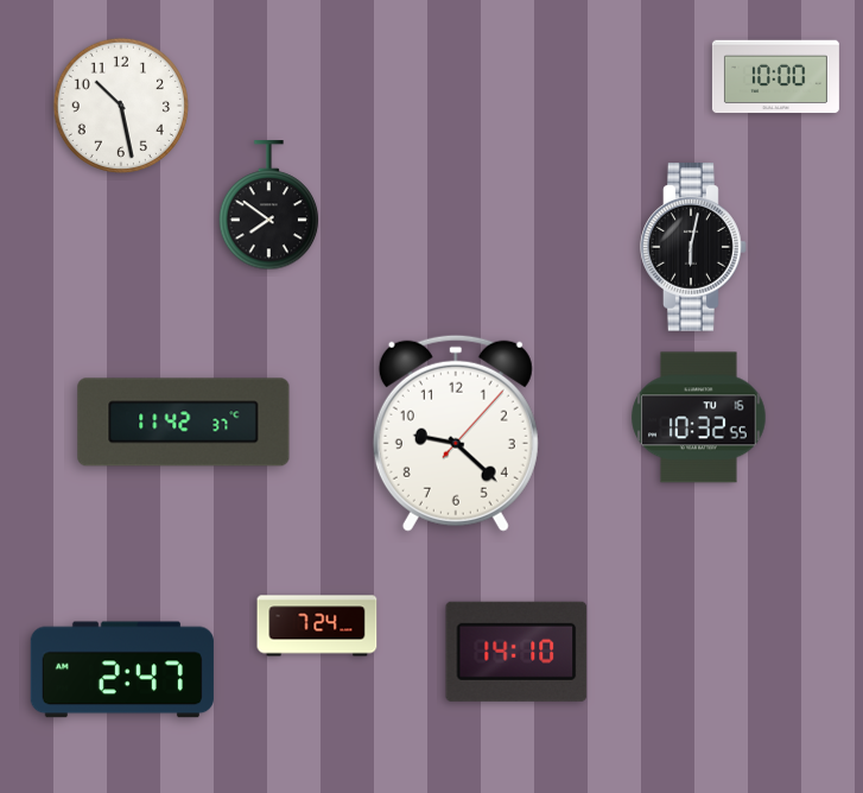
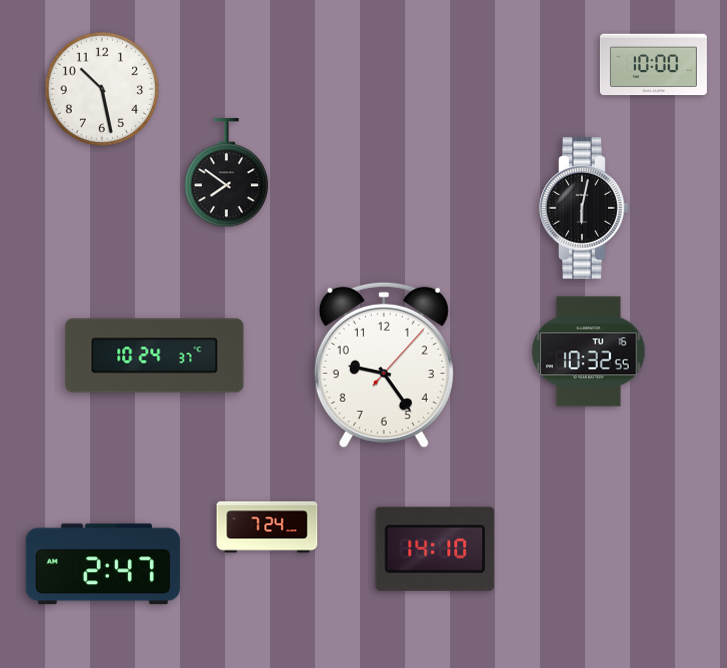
clock at (184, 423): 11:42 -> 10:24
clock at (456, 433): 9:22 -> 9:24
